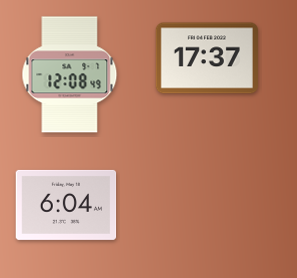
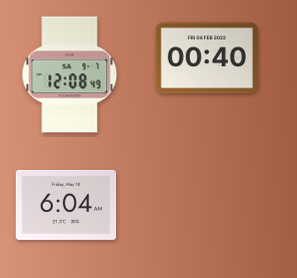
clock at (207, 58): 17:37 -> 00:40
